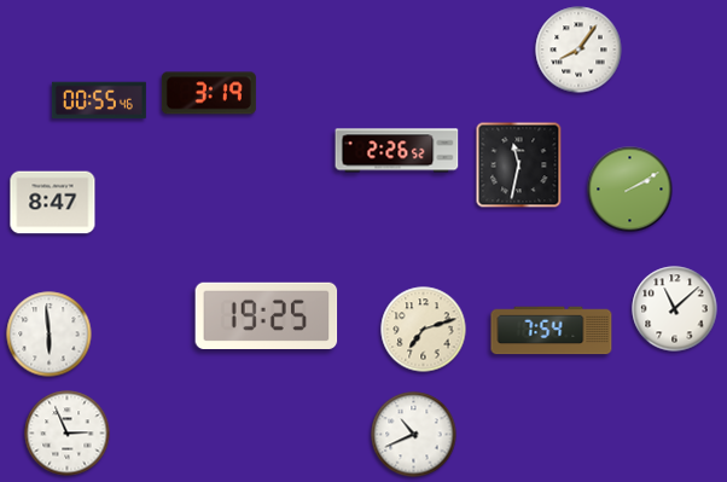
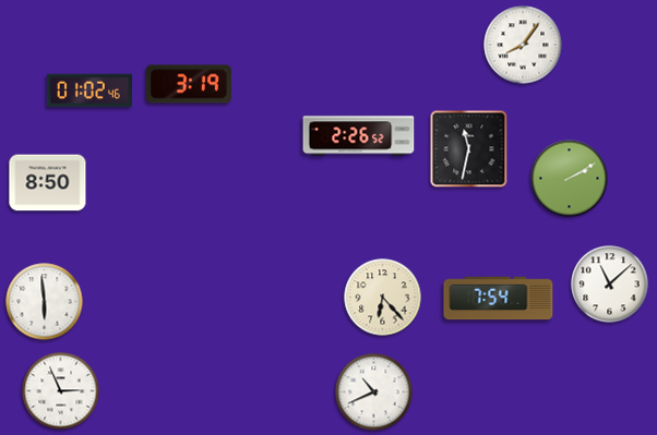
clock at (99, 100): 00:55 -> 01:02
clock at (630, 190) position: (630, 190) -> (570, 179)
clock at (53, 203): 8:47 -> 8:50
clock at (675, 309) position: (675, 309) -> (610, 285)
clock at (267, 315): 19:25 -> none
clock at (424, 330): 7:12 -> 6:23
